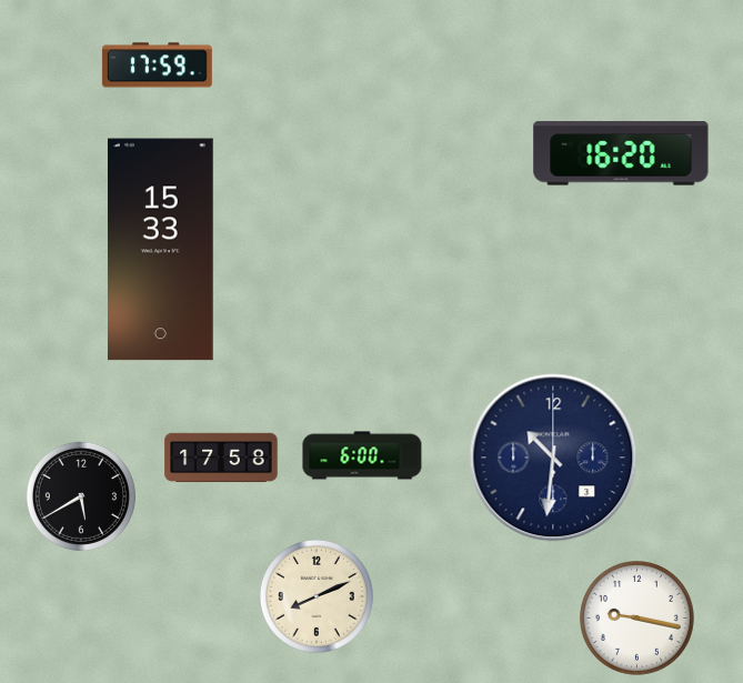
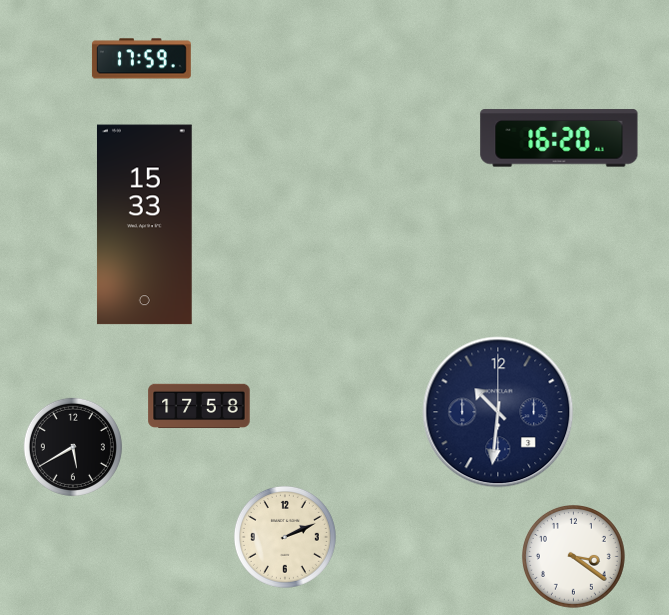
clock at (362, 455): 6:00 -> none
clock at (221, 458) position: (221, 458) -> (199, 406)
clock at (317, 596): 8:11 -> 2:11
clock at (636, 617): 9:17 -> 3:21
